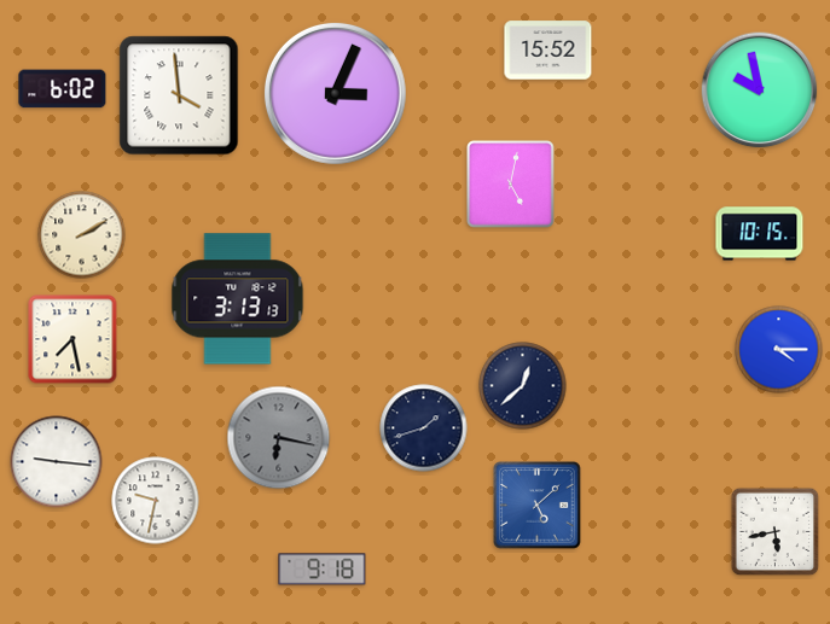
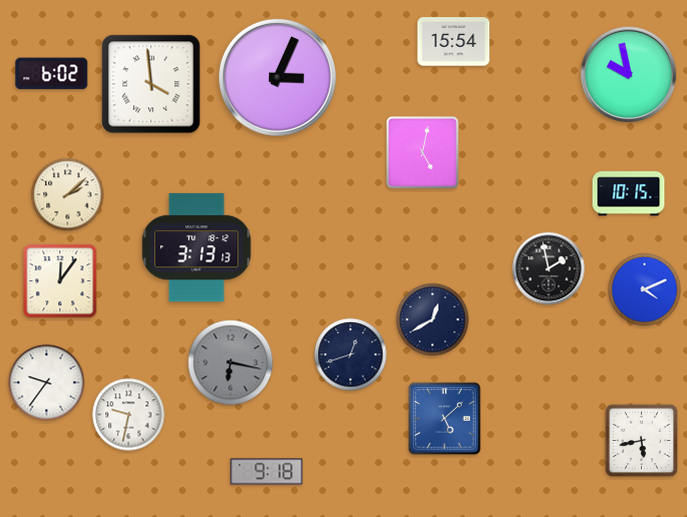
clock at (549, 51): 15:52 -> 15:54
clock at (179, 95) position: (179, 95) -> (151, 84)
clock at (82, 235): 2:10 -> 2:08
clock at (549, 269): none -> 1:58
clock at (72, 339): 7:28 -> 12:06
clock at (779, 350): 4:15 -> 4:11
clock at (523, 386): 12:38 -> 12:40
clock at (424, 428): 1:42 -> 12:42
clock at (57, 462): 9:16 -> 9:36
